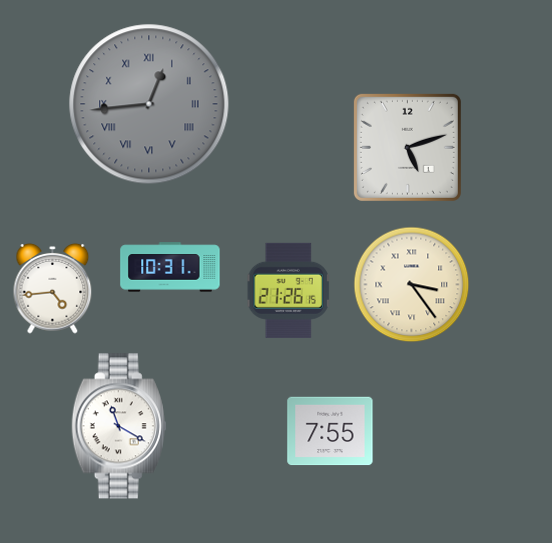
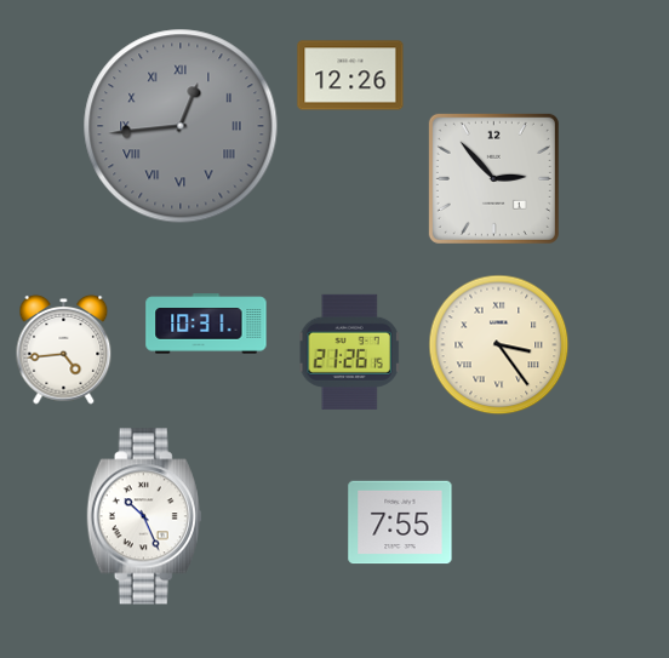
clock at (350, 75): none -> 12:26
clock at (407, 147): 5:12 -> 2:53
clock at (119, 426): 11:20 -> 10:26
